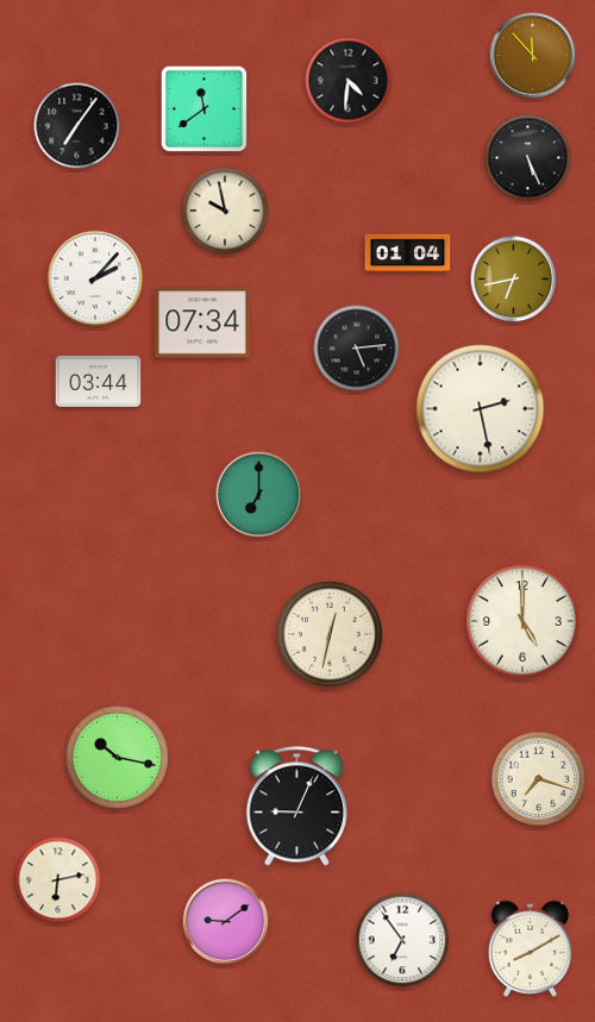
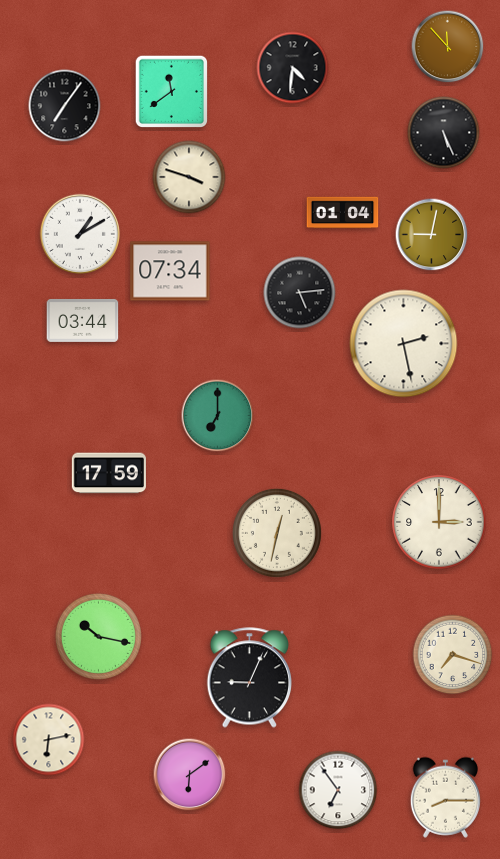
clock at (225, 211): 9:58 -> 3:48
clock at (95, 278): 2:07 -> 1:10
clock at (514, 280): 6:43 -> 9:02
clock at (109, 473): none -> 17:59
clock at (522, 621): 5:00 -> 3:00
clock at (226, 922): 9:09 -> 6:09
clock at (530, 948): 8:10 -> 8:15
